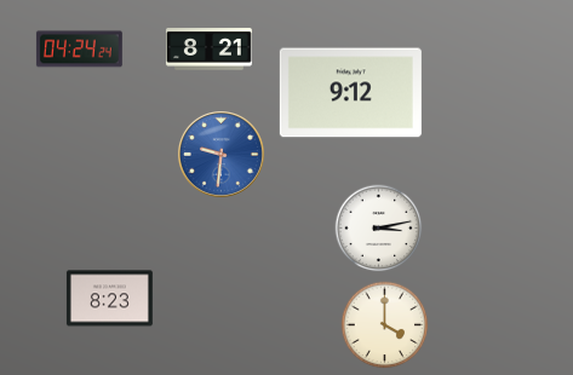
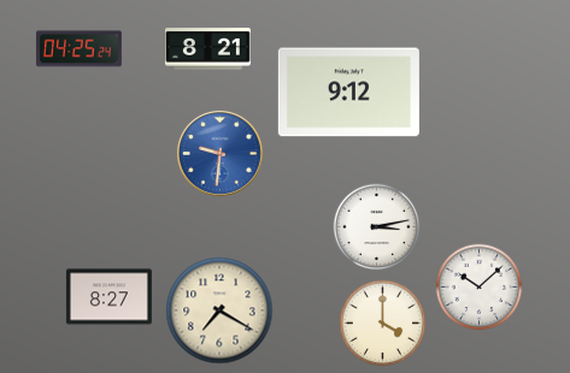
clock at (79, 50): 04:24 -> 04:25
clock at (480, 288): none -> 10:08
clock at (109, 299): 8:23 -> 8:27
clock at (219, 310): none -> 7:20
